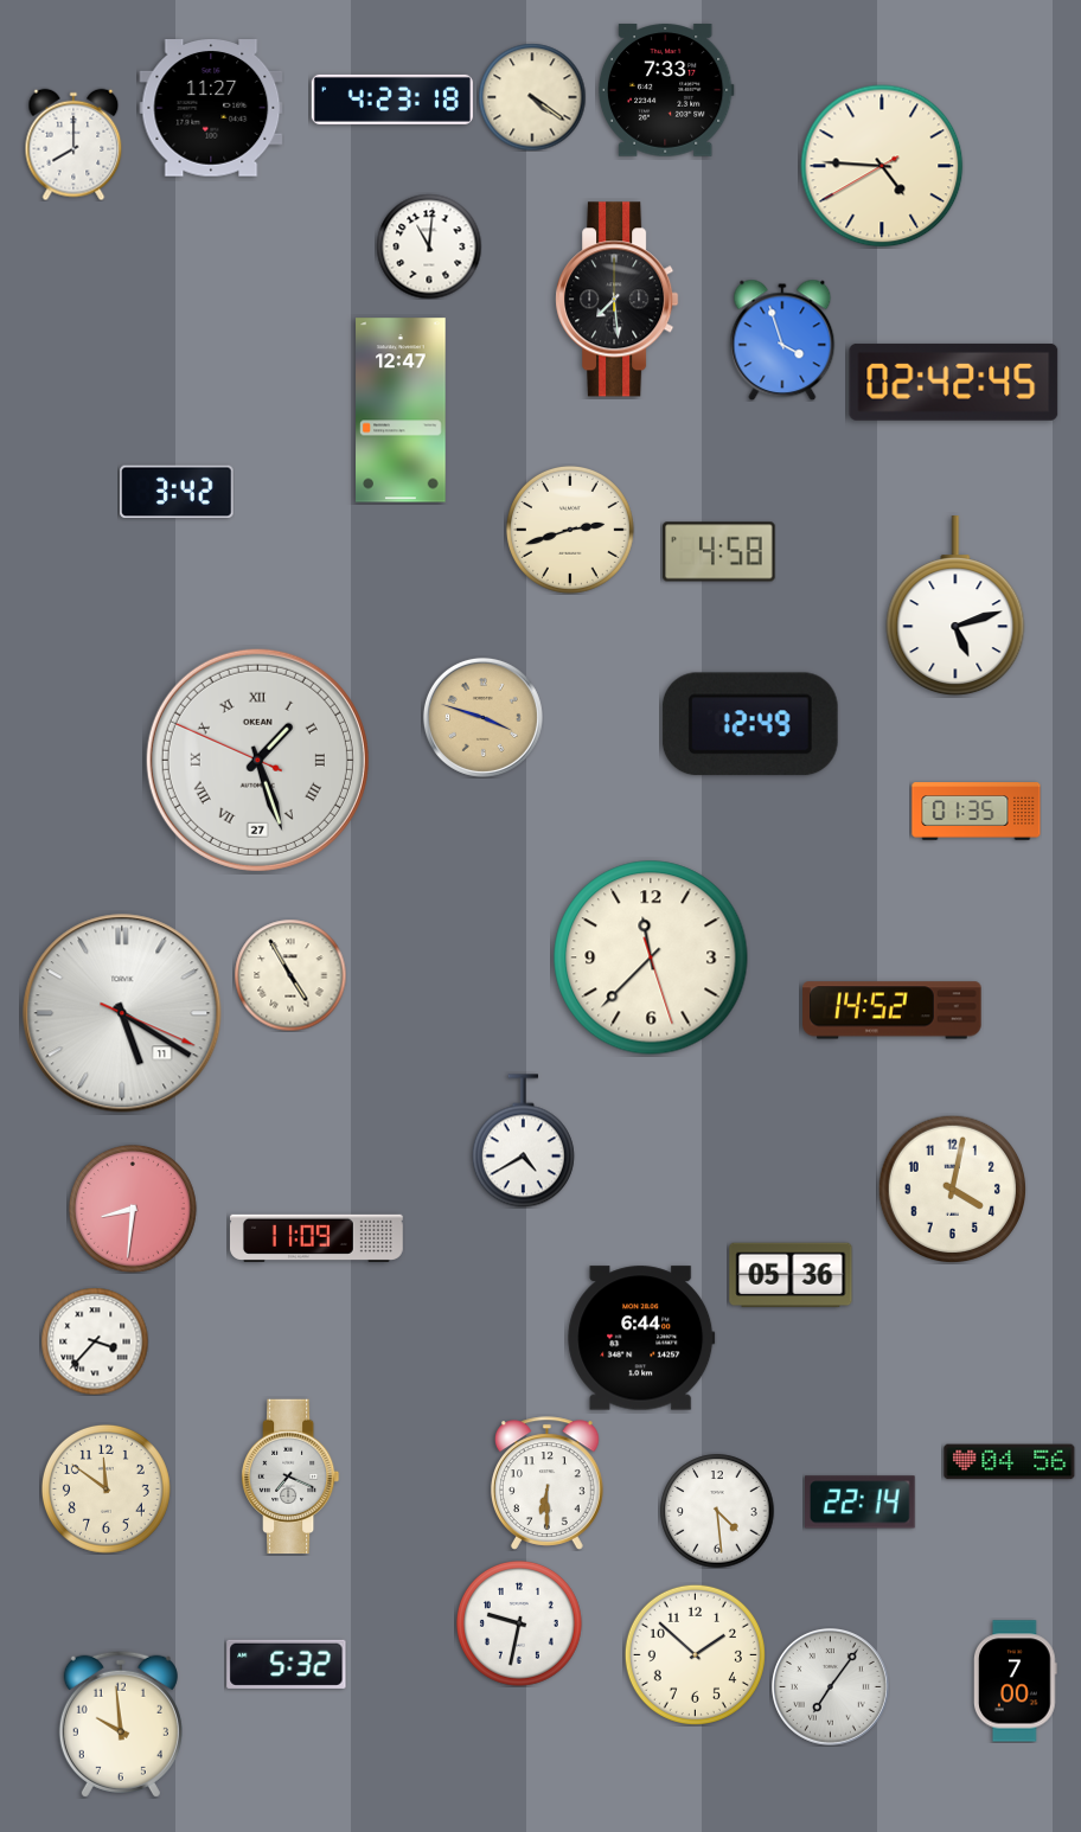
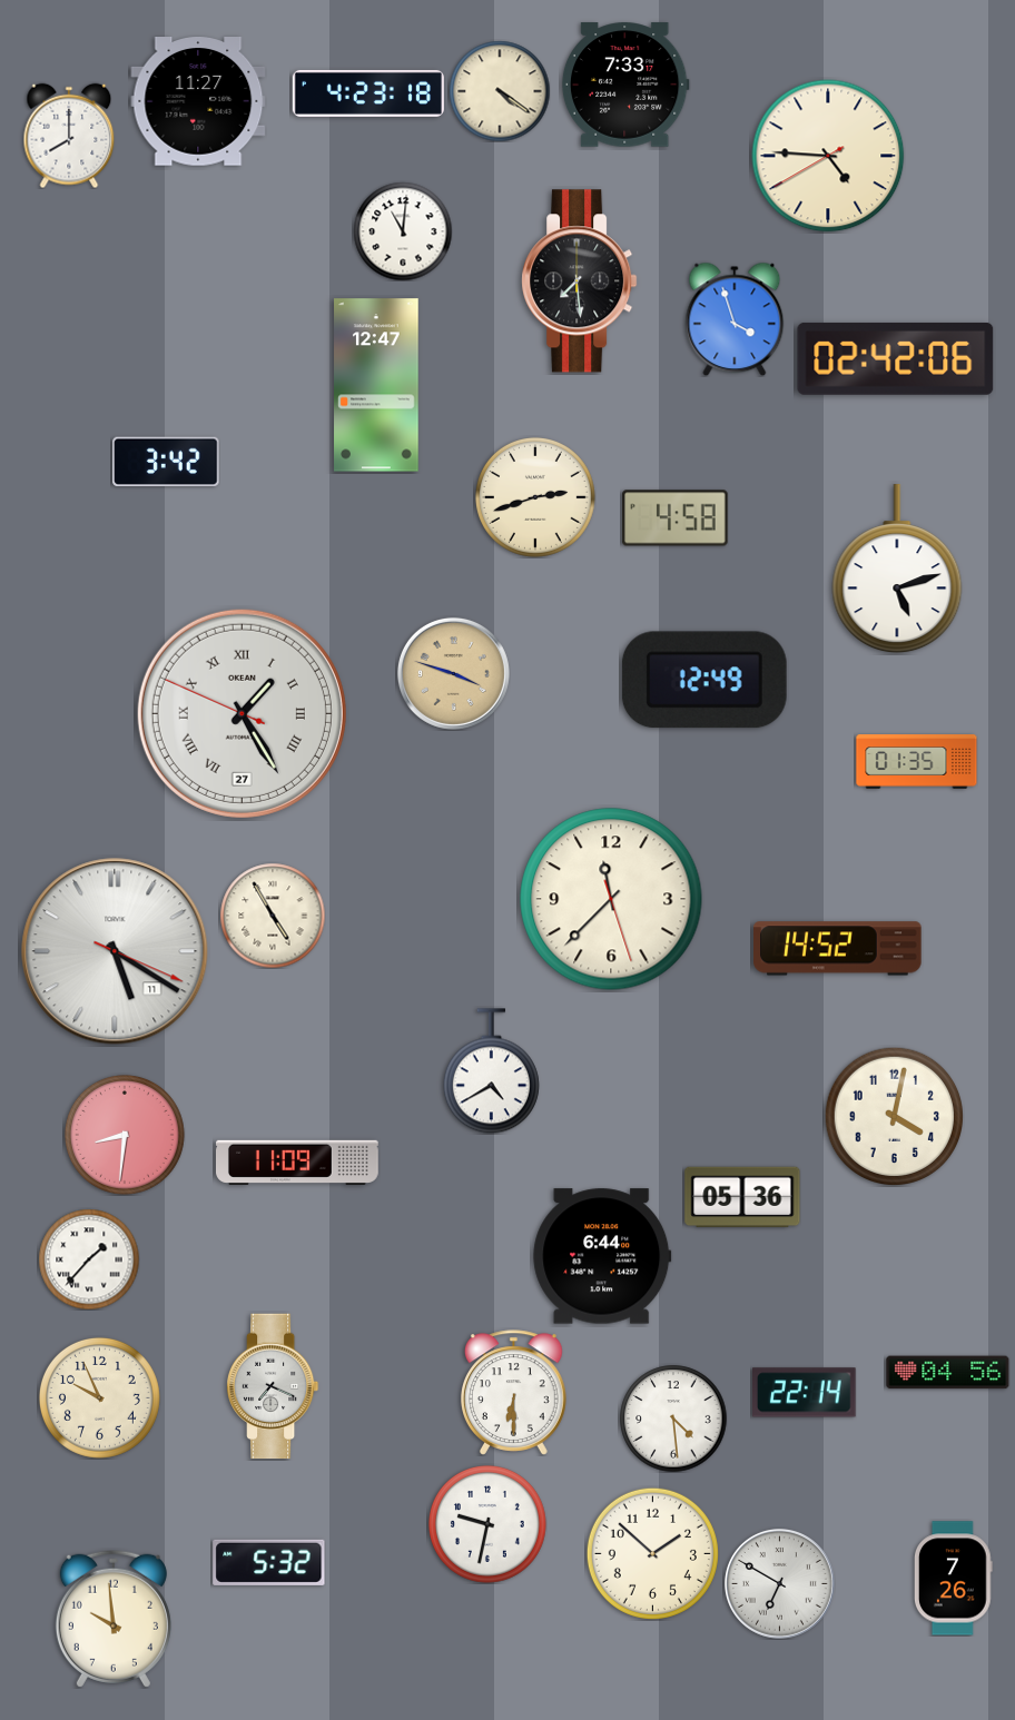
clock at (954, 382): 02:42:45 -> 02:42:06
clock at (257, 760): 1:26 -> 1:24
clock at (95, 1341): 3:37 -> 1:37
clock at (105, 1488): 11:51 -> 9:56
clock at (861, 1503) position: (861, 1503) -> (805, 1393)
clock at (1016, 1682): 7:00 -> 7:26
clock at (830, 1686): 7:06 -> 6:50
